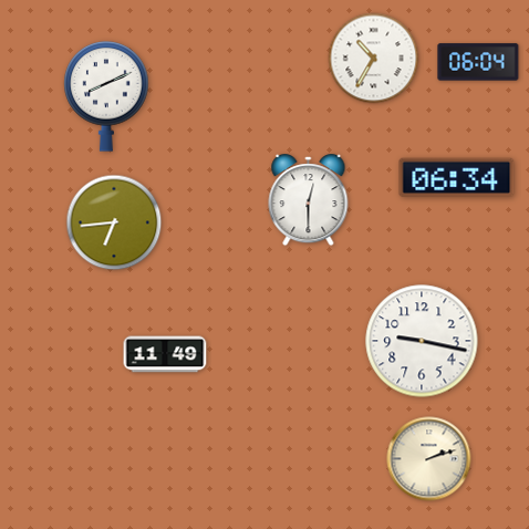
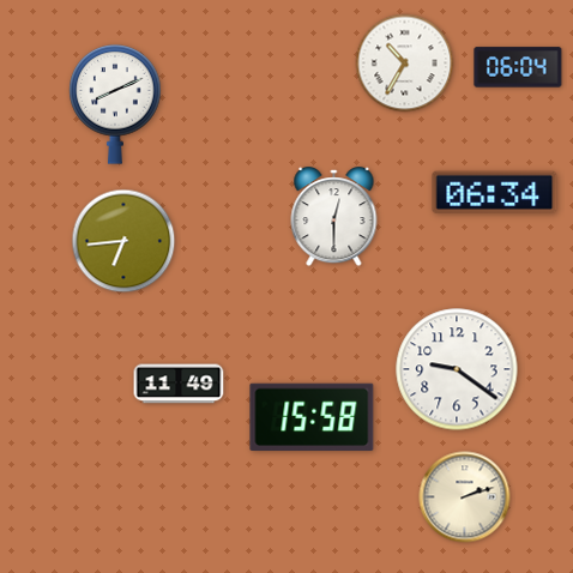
clock at (422, 341): 9:17 -> 9:21
clock at (312, 417): none -> 15:58
